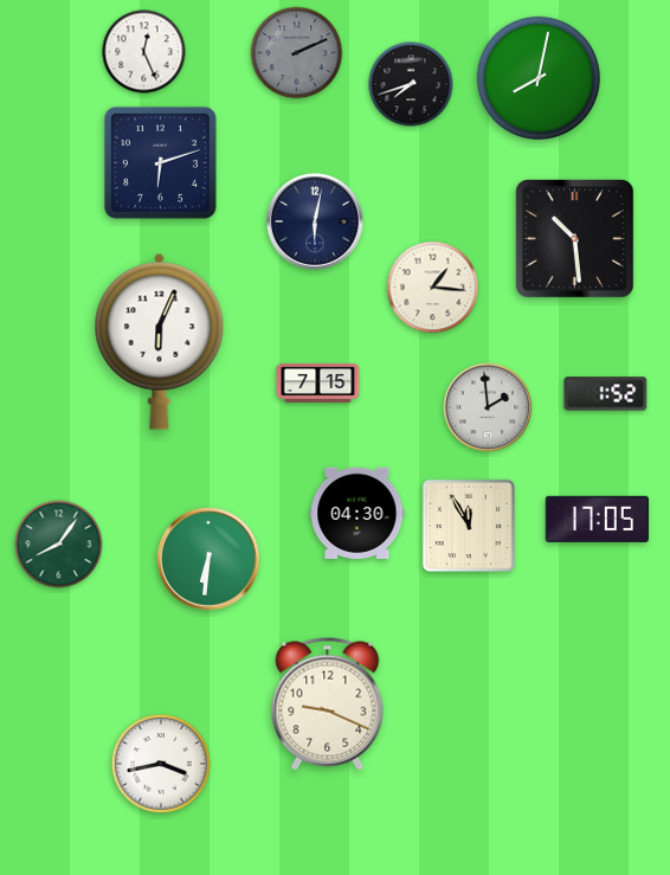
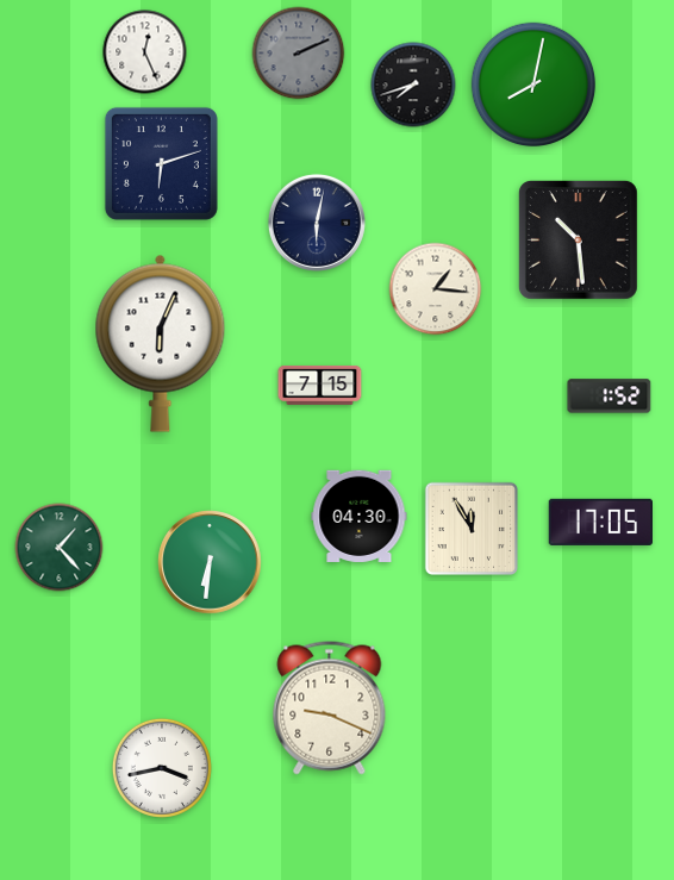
clock at (539, 78) position: (539, 78) -> (533, 85)
clock at (488, 407): 1:59 -> none
clock at (59, 545): 8:06 -> 1:23
